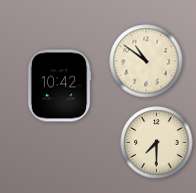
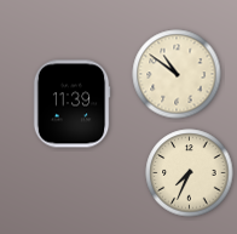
clock at (59, 86): 10:42 -> 11:39
clock at (157, 143): 7:30 -> 7:34
